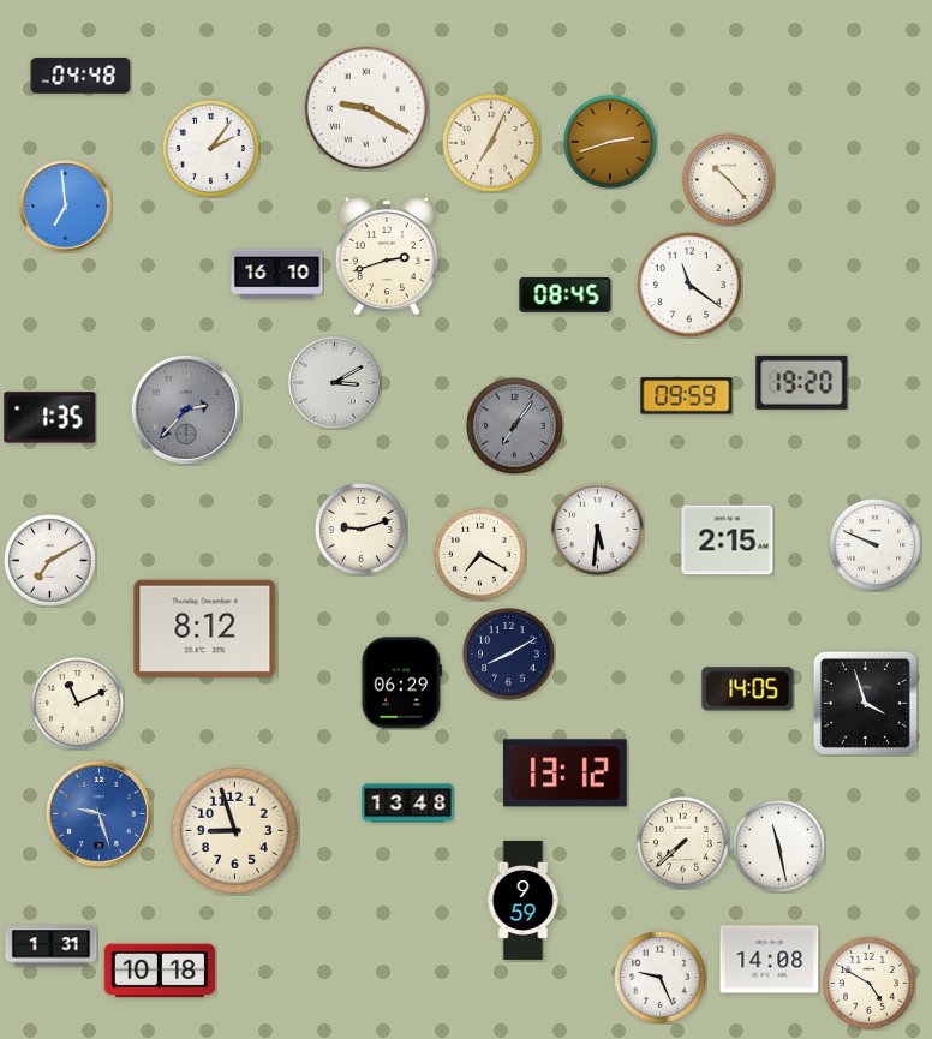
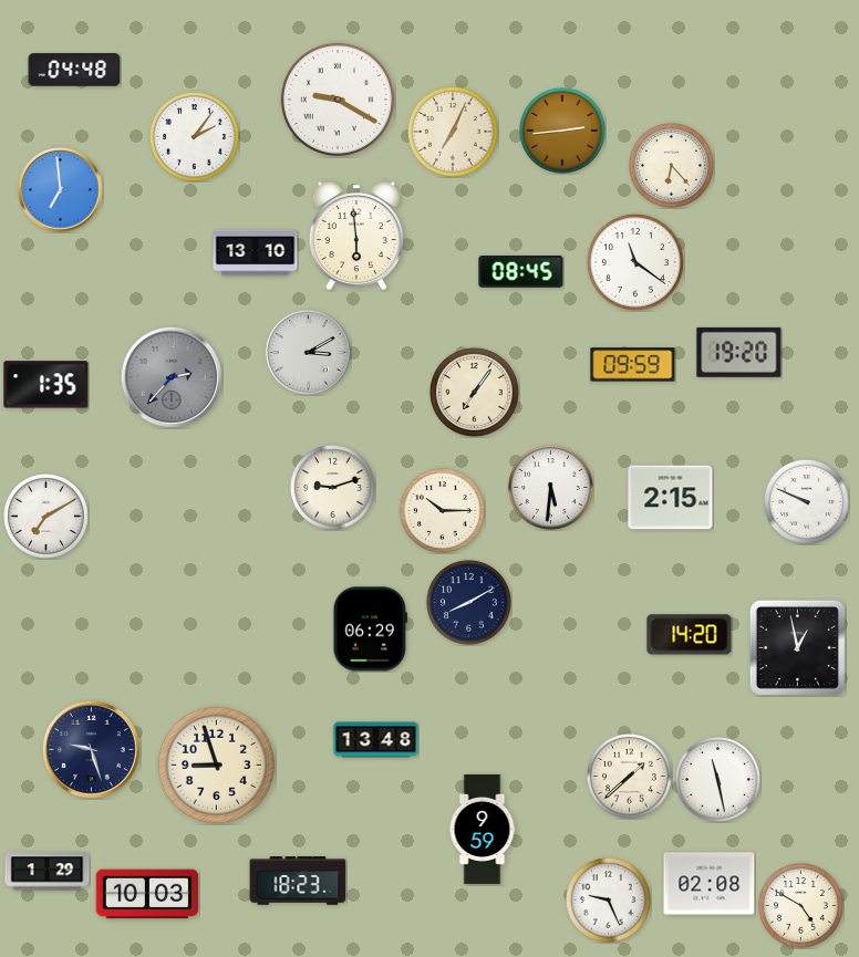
clock at (611, 143): 2:42 -> 2:44
clock at (729, 180): 10:23 -> 6:23
clock at (387, 256): 2:42 -> 5:59
clock at (277, 275): 16:10 -> 13:10
clock at (514, 425) dial: grey -> cream
clock at (480, 555): 7:20 -> 10:15
clock at (205, 629): 8:12 -> none
clock at (748, 689): 14:05 -> 14:20
clock at (865, 703): 3:57 -> 12:58
clock at (78, 704): 11:11 -> none
clock at (566, 774): 13:12 -> none
clock at (98, 813) dial: blue -> navy
clock at (683, 843): 7:38 -> 1:38
clock at (52, 947): 1:31 -> 1:29
clock at (298, 881): none -> 18:23
clock at (770, 960): 14:08 -> 02:08
clock at (160, 971): 10:18 -> 10:03
